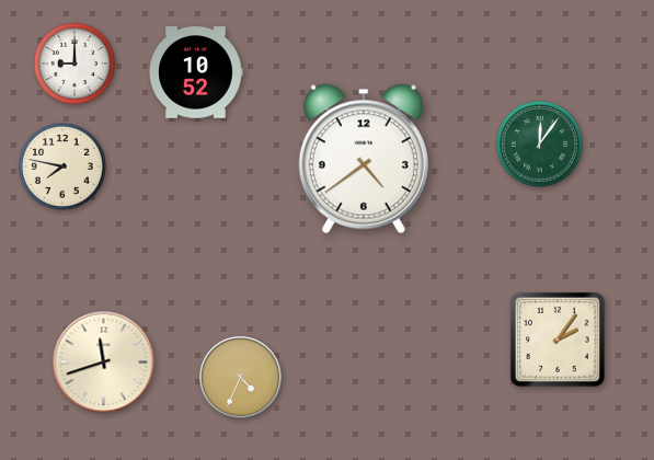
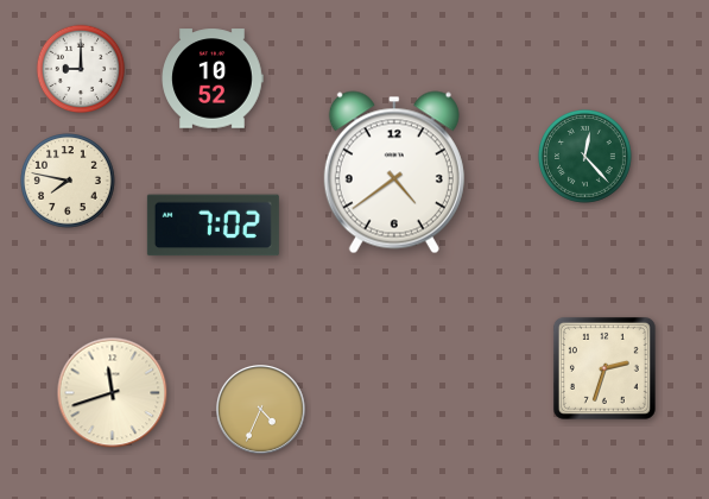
clock at (539, 143): 12:06 -> 12:23
clock at (213, 226): none -> 7:02
clock at (558, 340): 2:06 -> 2:33
